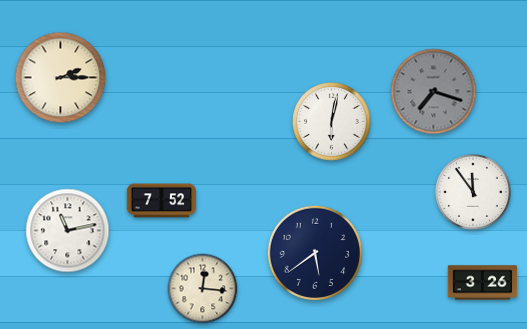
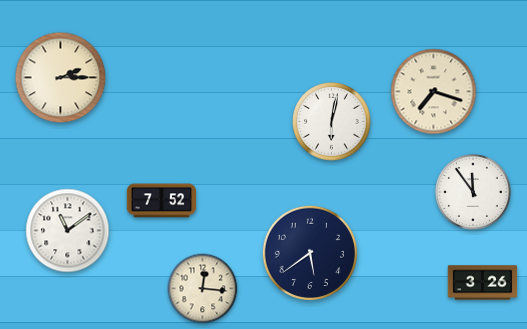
clock at (434, 92) dial: grey -> cream
clock at (68, 231): 11:13 -> 11:09
clock at (314, 252) position: (314, 252) -> (309, 252)
